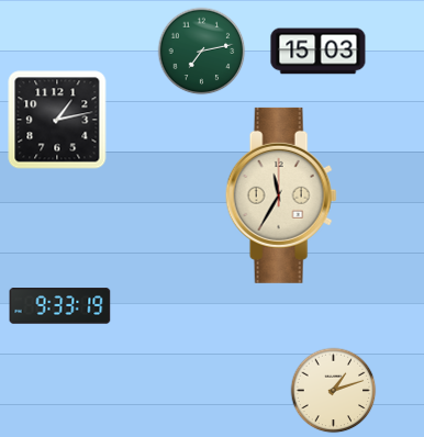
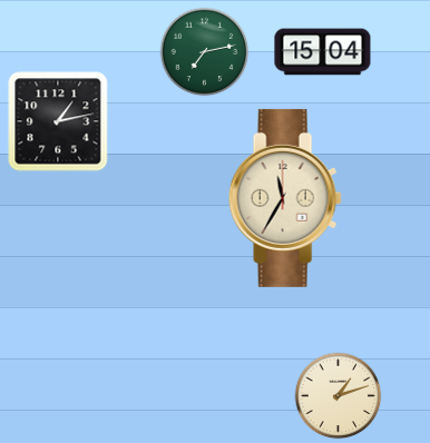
clock at (319, 52): 15:03 -> 15:04
clock at (60, 306): 9:33 -> none
